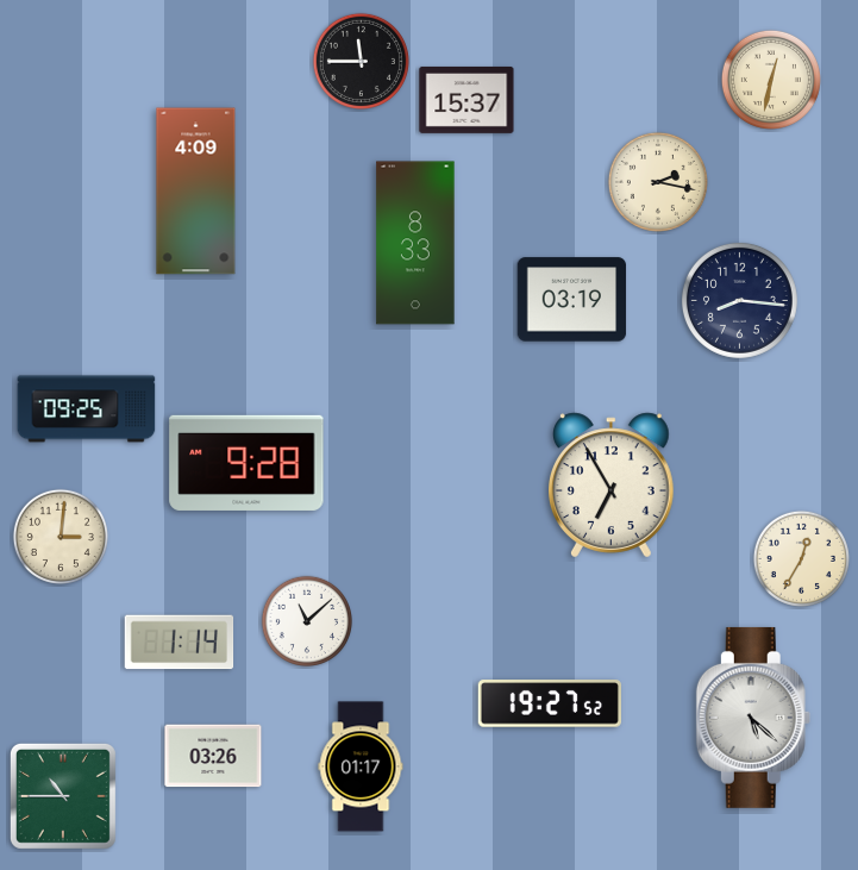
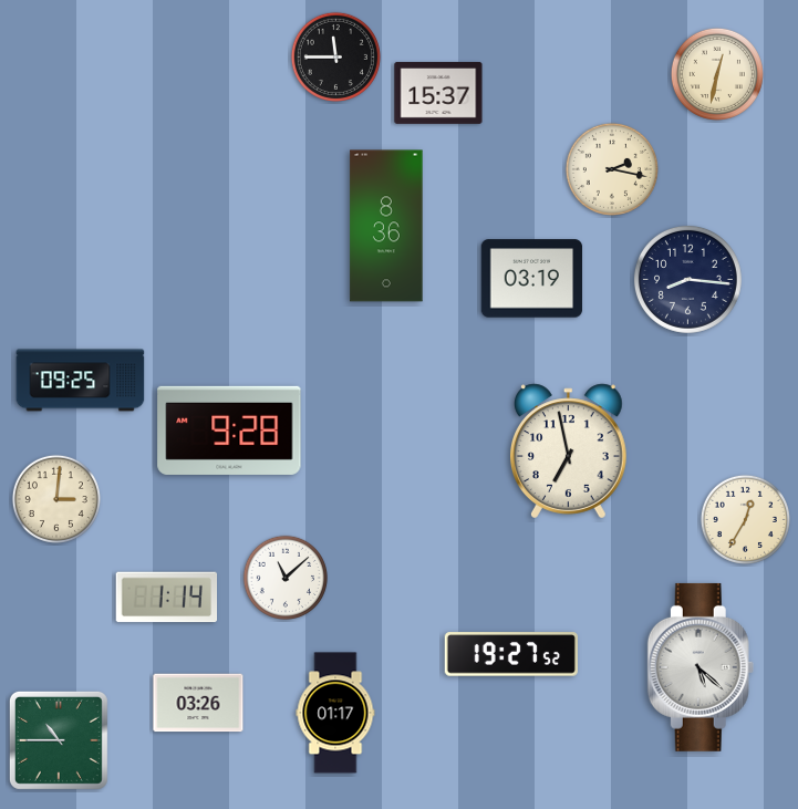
clock at (466, 100) position: (466, 100) -> (438, 93)
clock at (196, 192): 4:09 -> none
clock at (415, 243): 8:33 -> 8:36
clock at (612, 486): 6:55 -> 6:58
